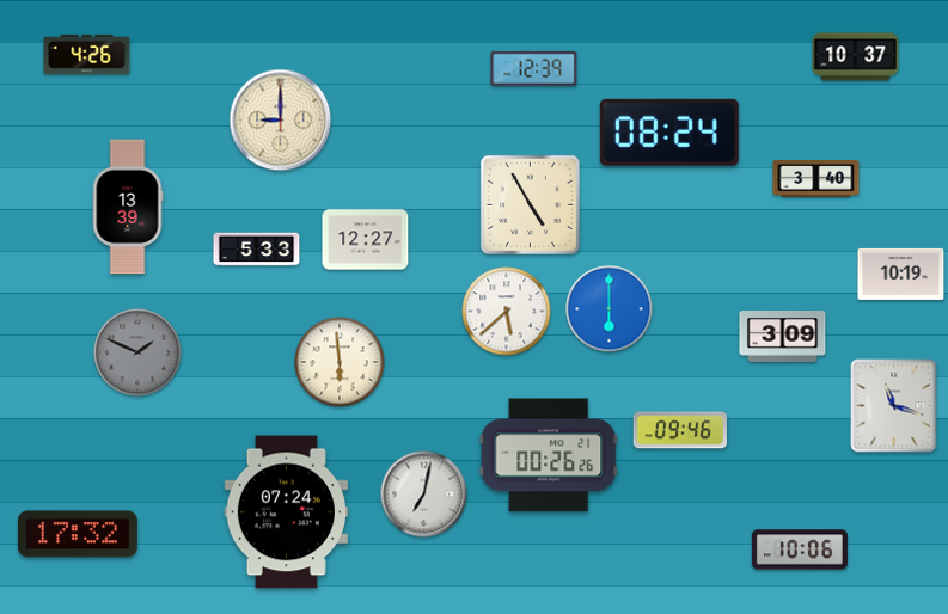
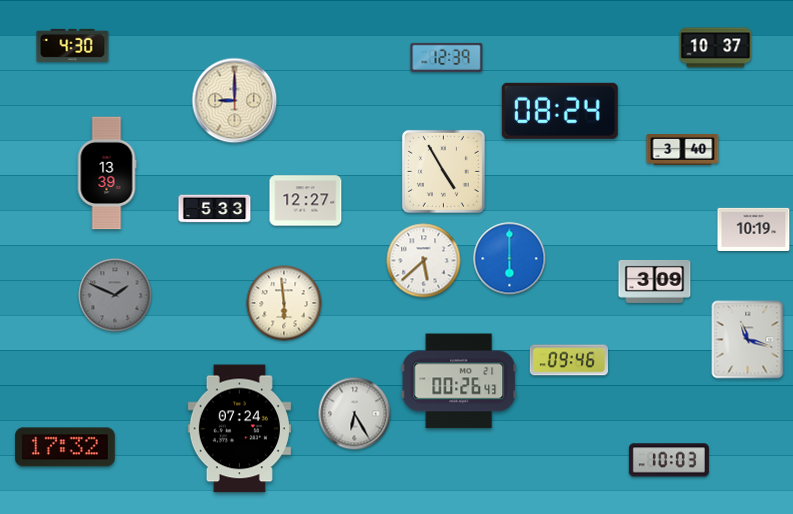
clock at (87, 54): 4:26 -> 4:30
clock at (549, 455): 00:26:26 -> 00:26:43
clock at (424, 495): 7:02 -> 6:25
clock at (800, 549): 10:06 -> 10:03
